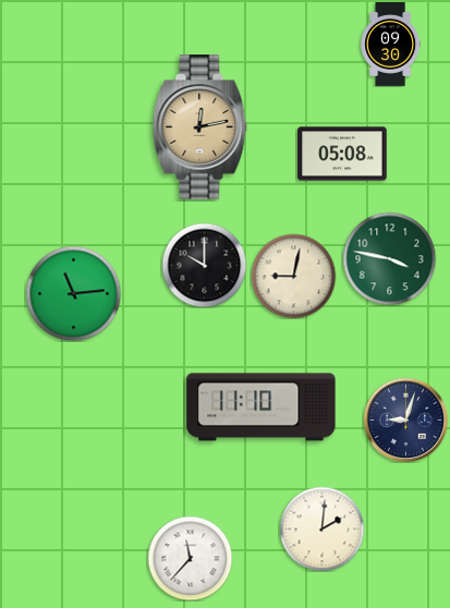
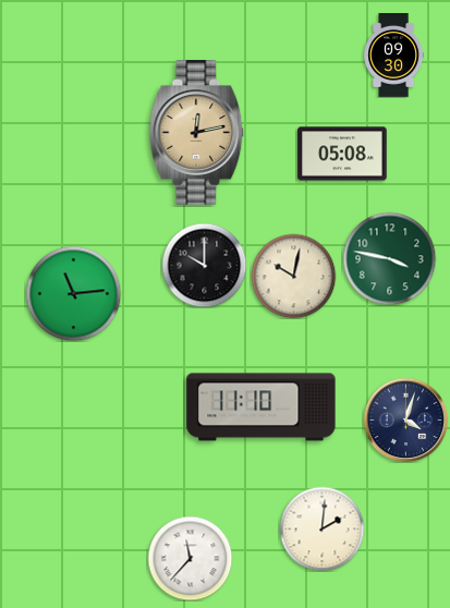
clock at (391, 45) position: (391, 45) -> (394, 56)
clock at (200, 127) position: (200, 127) -> (197, 133)
clock at (293, 276): 9:02 -> 10:02
clock at (405, 419): 9:03 -> 4:03
